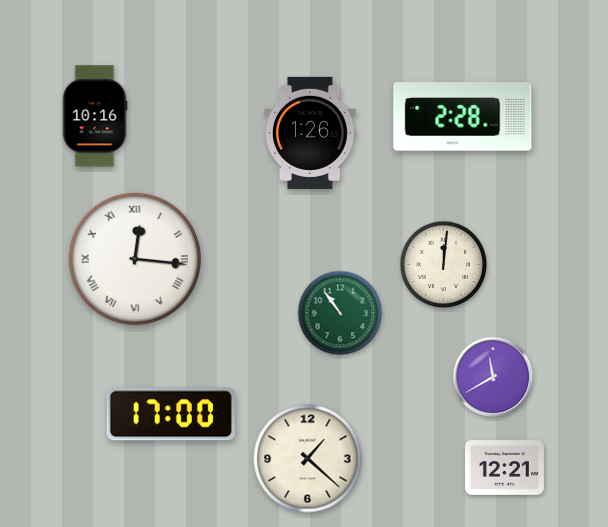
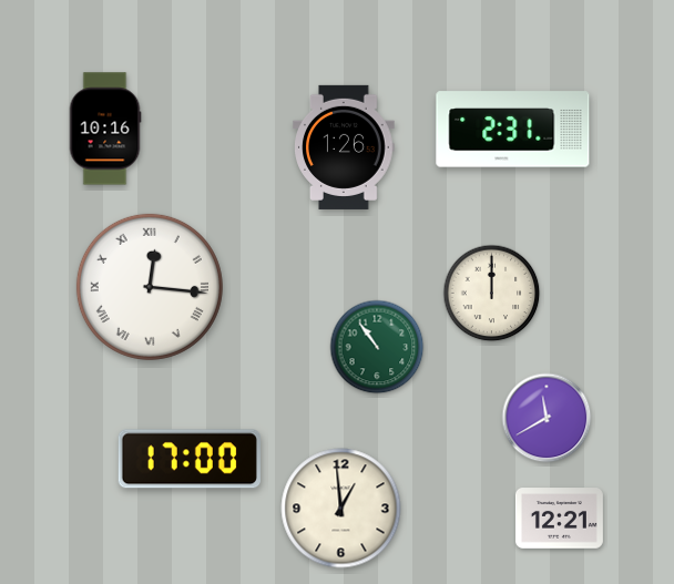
clock at (463, 117): 2:28 -> 2:31
clock at (444, 265): 12:01 -> 12:00
clock at (308, 459): 1:22 -> 12:59
